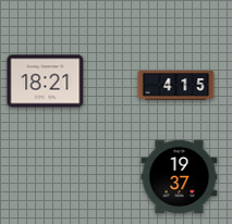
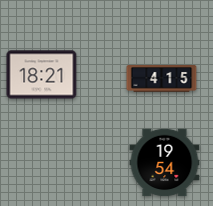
clock at (180, 177): 19:37 -> 19:54
